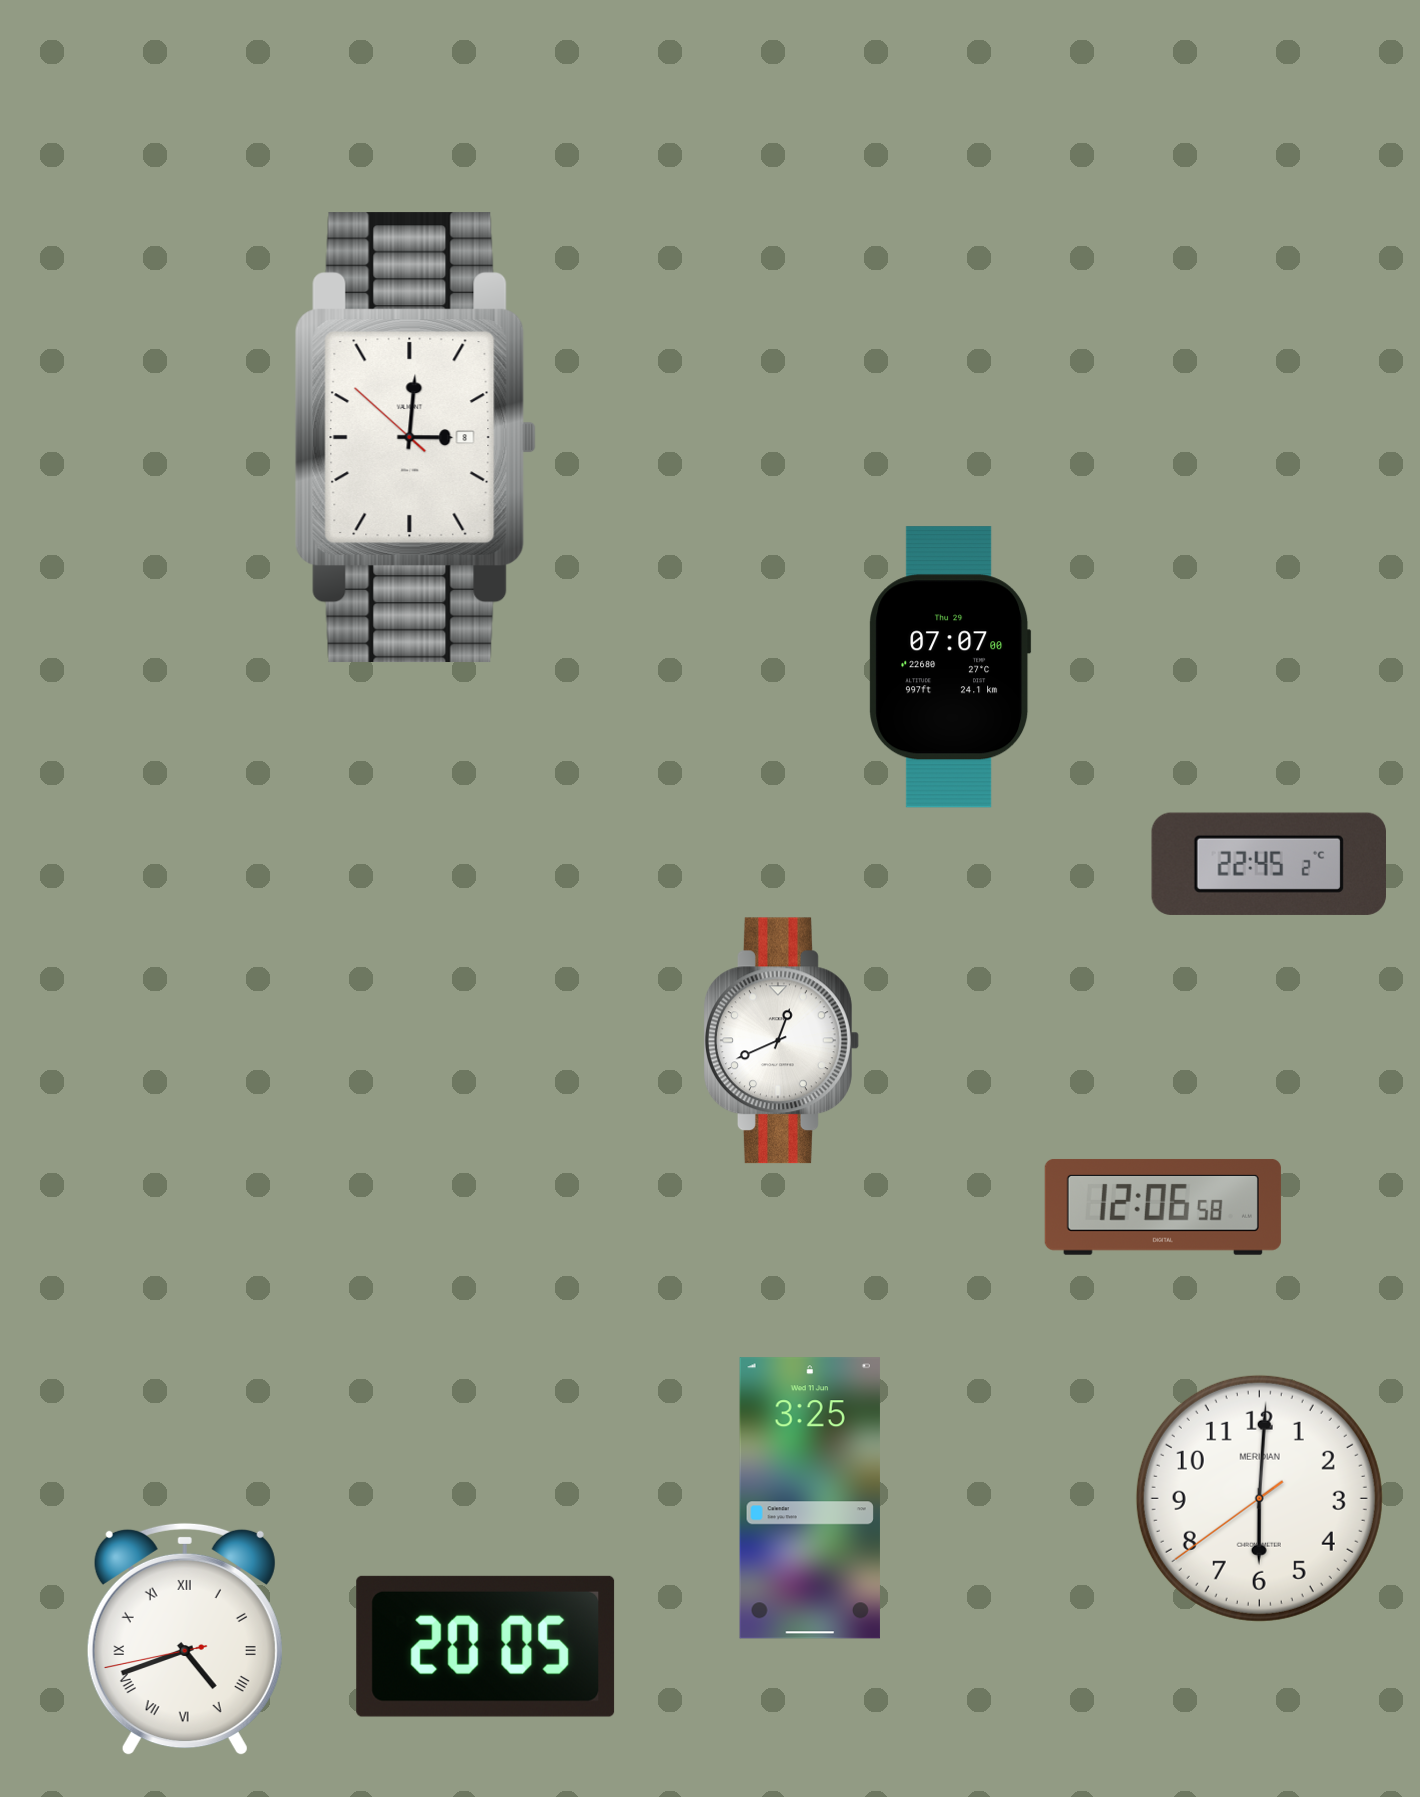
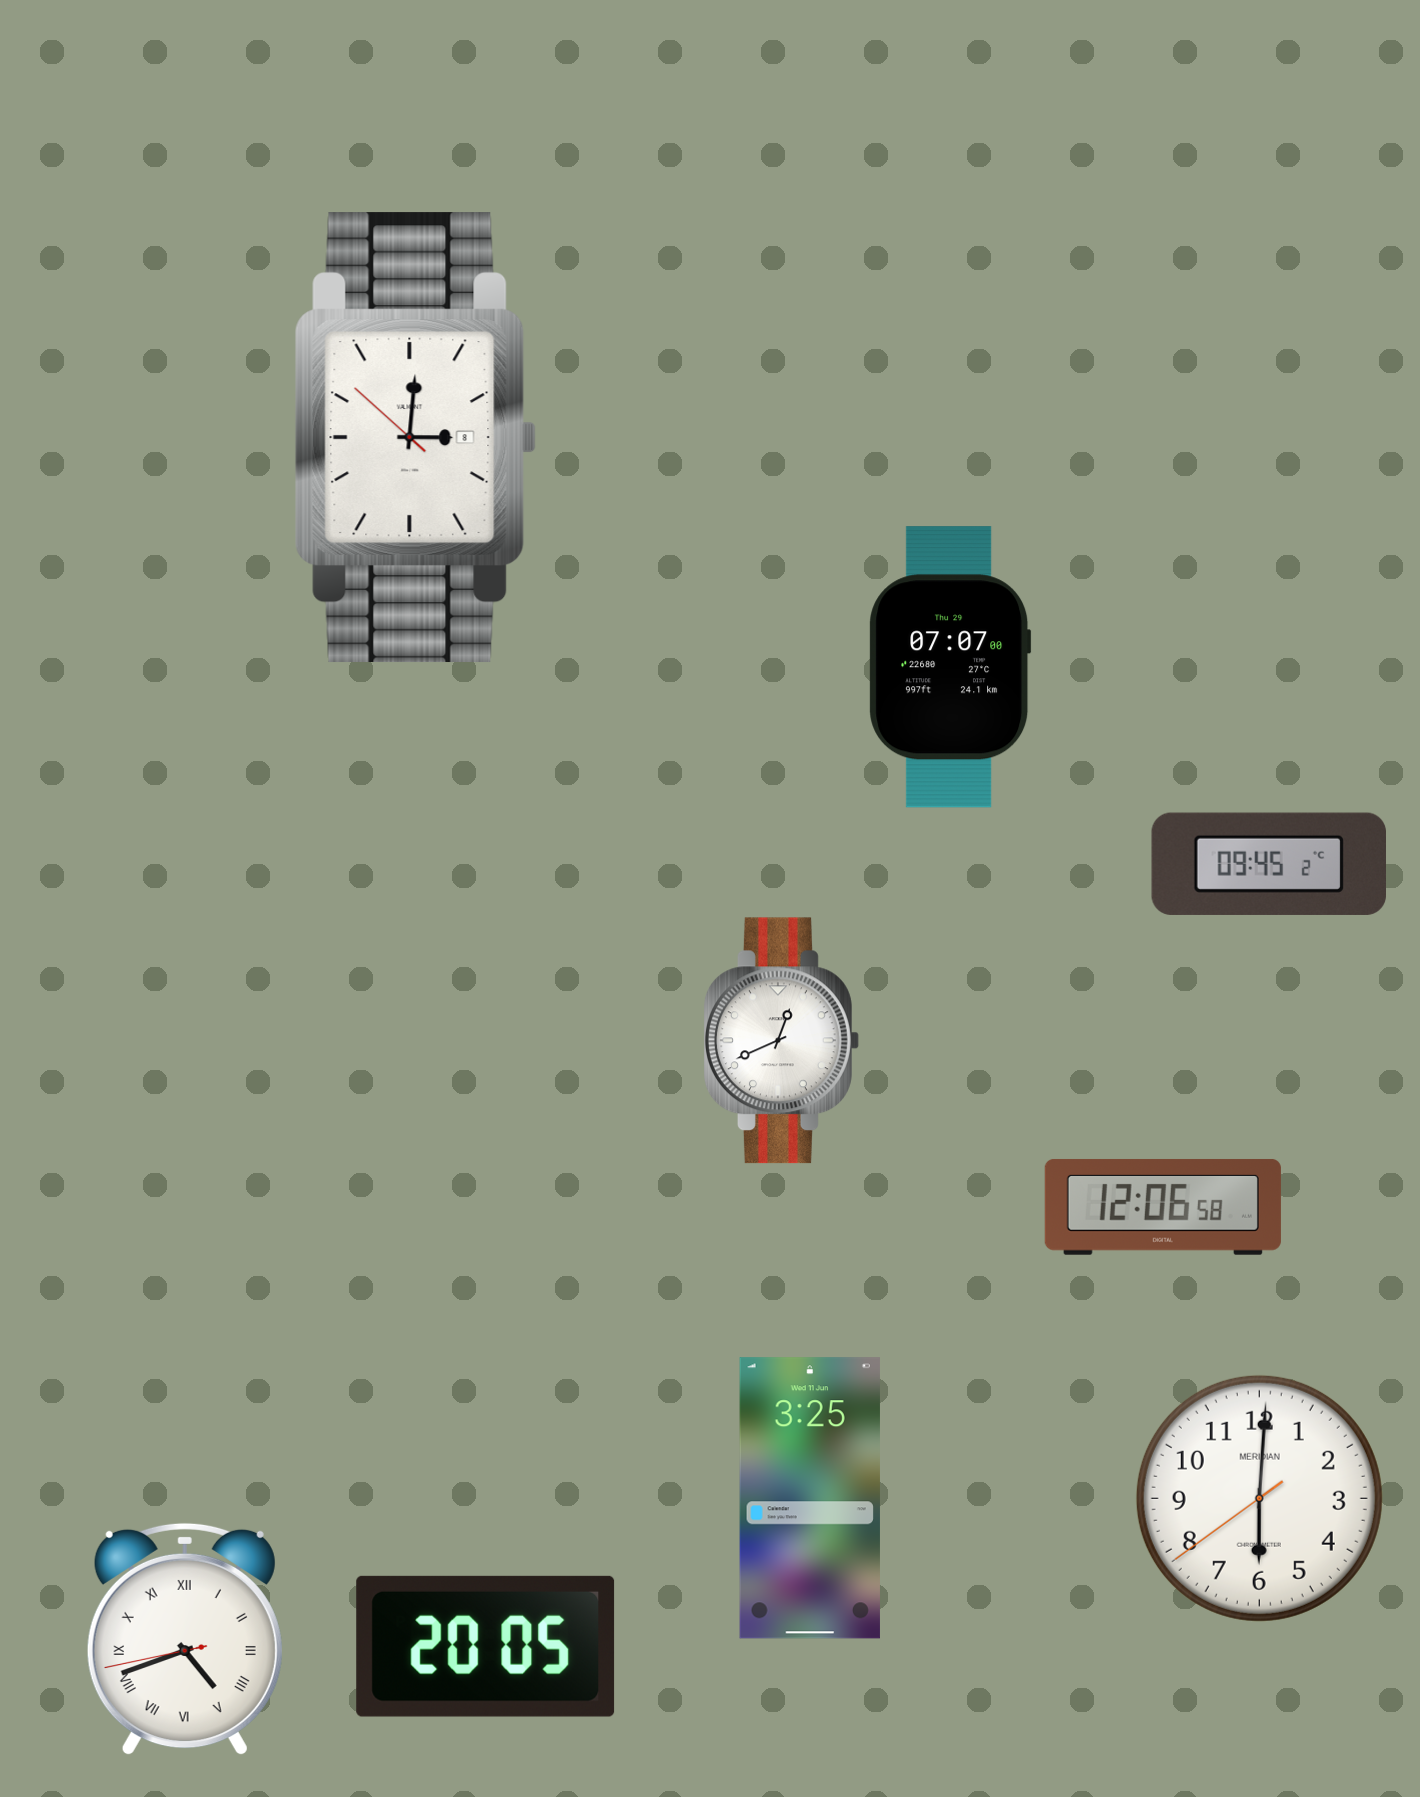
clock at (1268, 864): 22:45 -> 09:45
